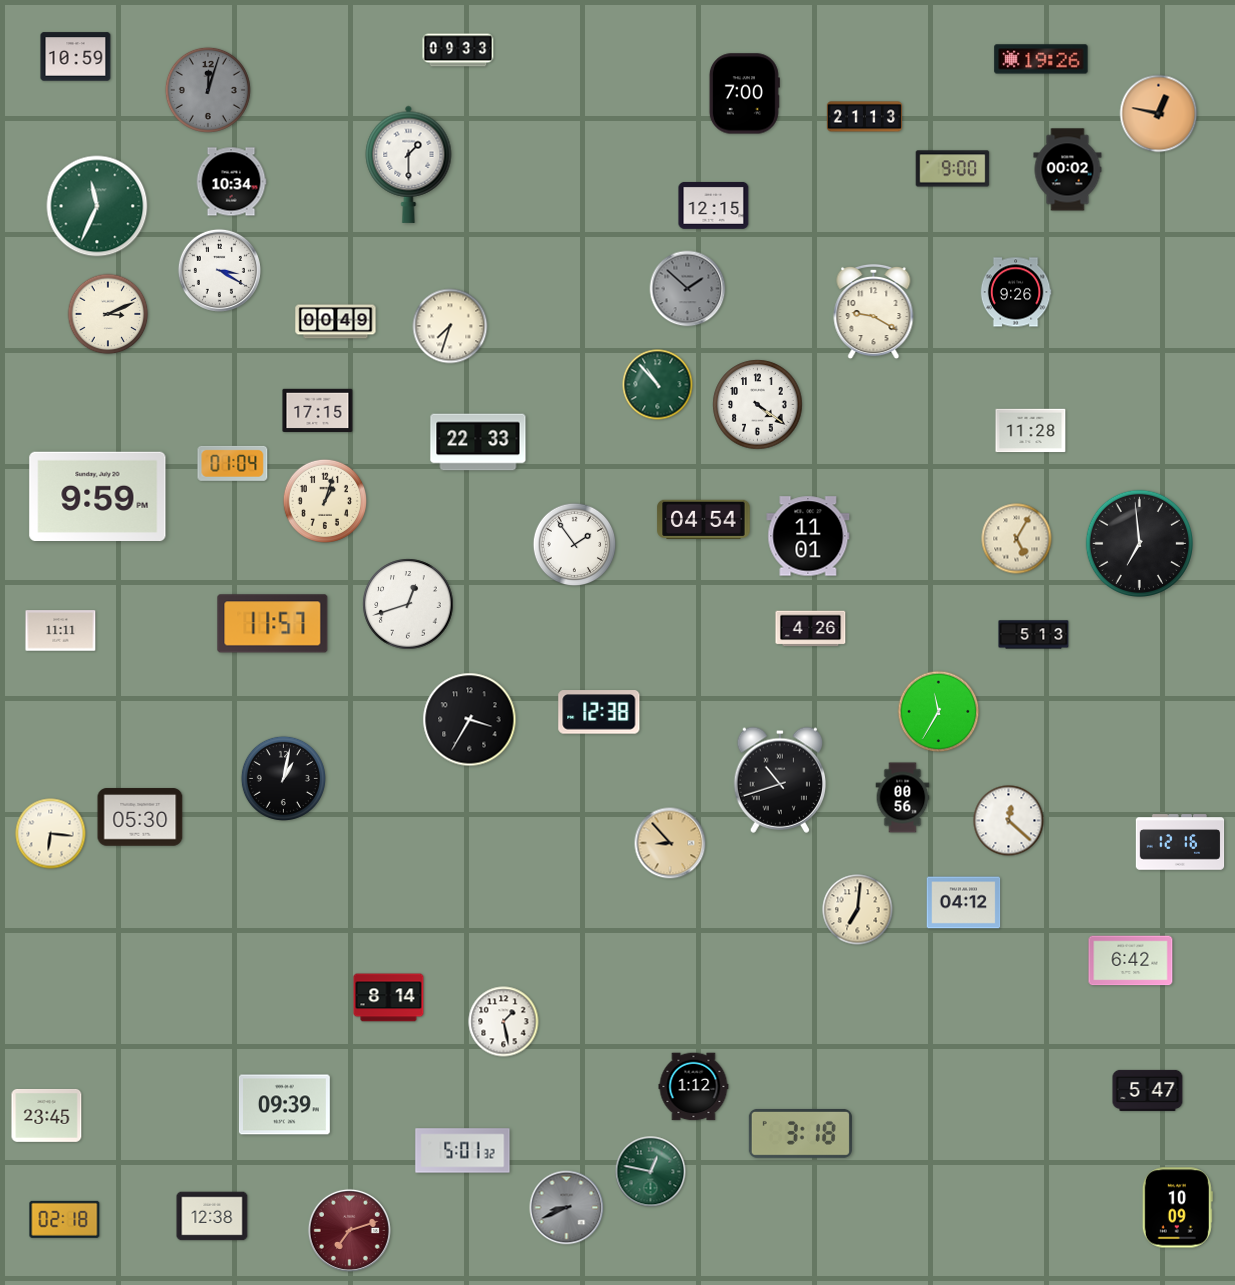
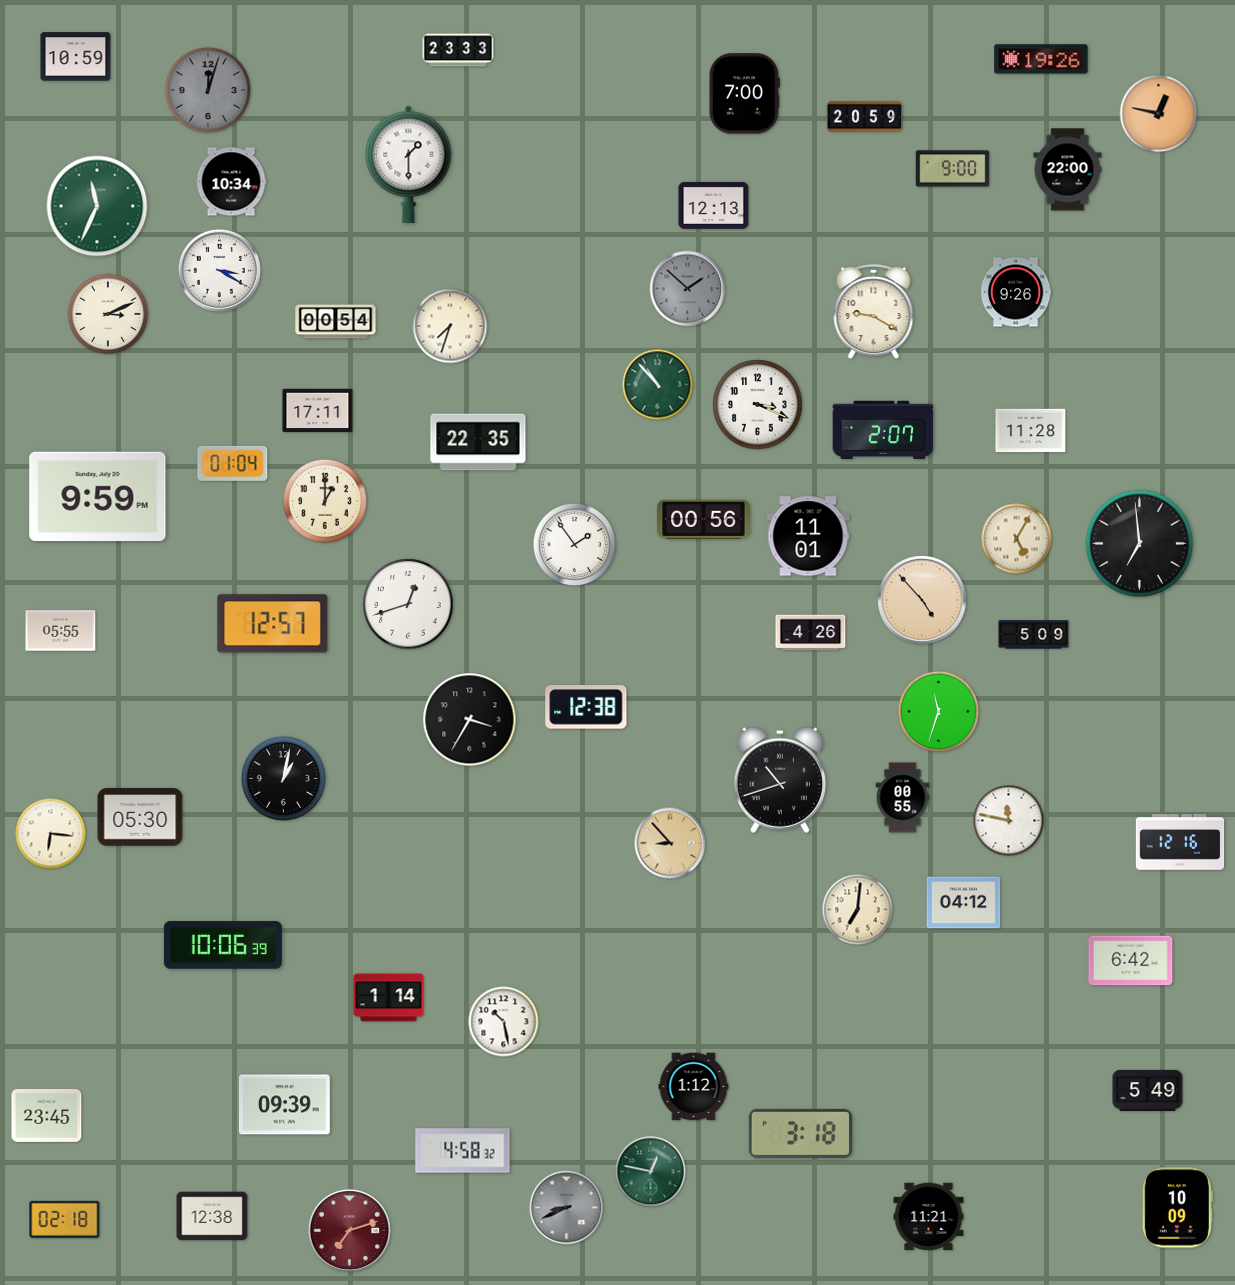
clock at (458, 50): 09:33 -> 23:33
clock at (864, 117): 21:13 -> 20:59
clock at (1068, 170): 00:02 -> 22:00
clock at (714, 205): 12:15 -> 12:13
clock at (336, 322): 00:49 -> 00:54
clock at (758, 405): 4:21 -> 3:19
clock at (318, 411): 17:15 -> 17:11
clock at (883, 430): none -> 2:07
clock at (478, 442): 22:33 -> 22:35
clock at (324, 500): 1:03 -> 1:00
clock at (704, 520): 04:54 -> 00:56
clock at (922, 600): none -> 4:53
clock at (273, 624): 11:57 -> 12:57
clock at (811, 629) position: (811, 629) -> (811, 633)
clock at (61, 631): 11:11 -> 05:55
clock at (1034, 635): 5:13 -> 5:09
clock at (599, 712) position: (599, 712) -> (586, 707)
clock at (939, 712): 11:35 -> 11:33
clock at (903, 798): 00:56 -> 00:55
clock at (1009, 821): 12:22 -> 11:47
clock at (223, 945): none -> 10:06
clock at (389, 998): 8:14 -> 1:14
clock at (504, 1022): 1:28 -> 10:28
clock at (1148, 1090): 5:47 -> 5:49
clock at (463, 1151): 5:01 -> 4:58
clock at (929, 1217): none -> 11:21
